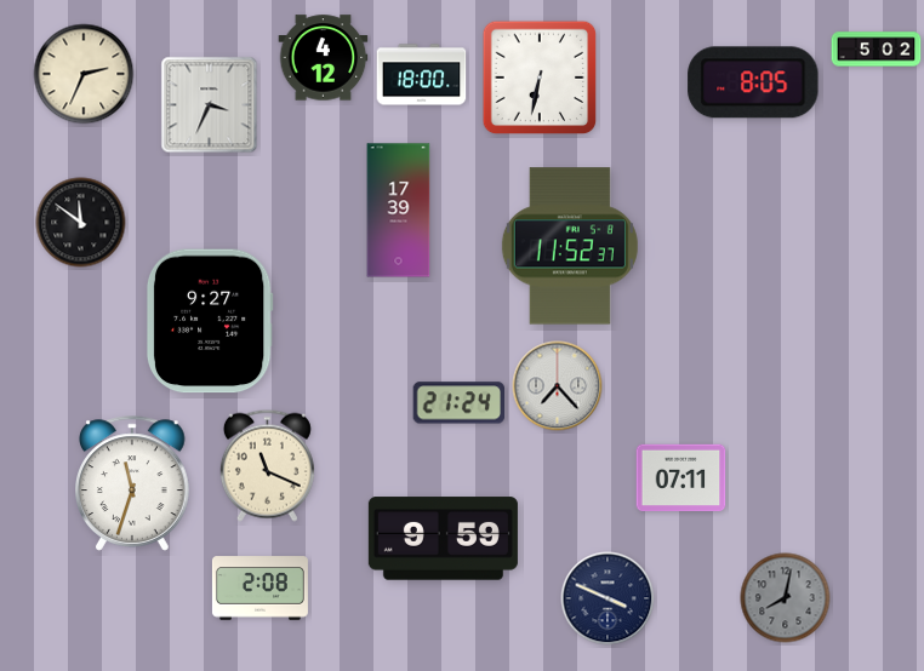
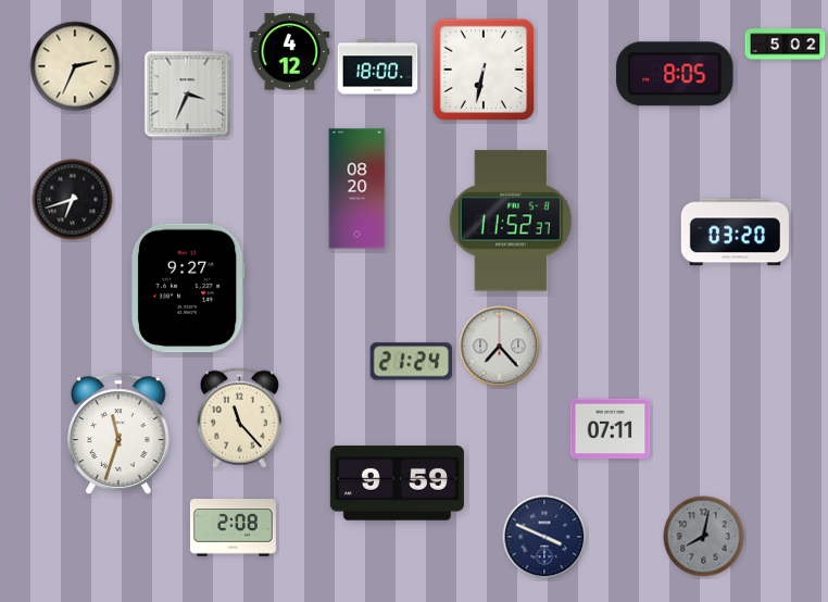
clock at (399, 211): 17:39 -> 08:20
clock at (81, 223): 11:51 -> 6:42
clock at (735, 233): none -> 03:20
clock at (267, 465): 11:19 -> 11:23
